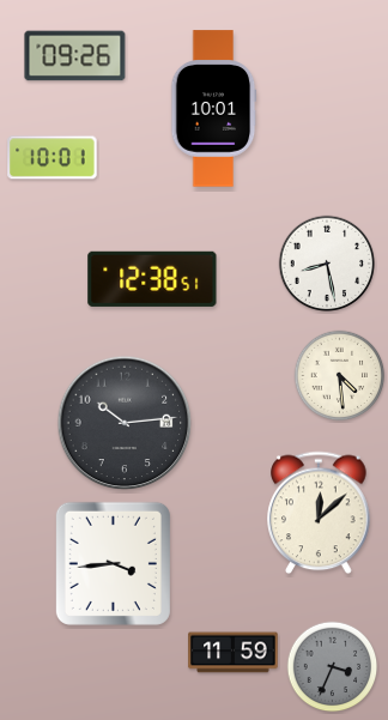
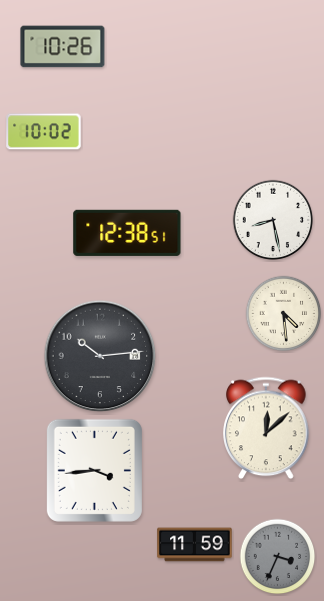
clock at (75, 56): 09:26 -> 10:26
clock at (213, 109): 10:01 -> none
clock at (53, 158): 10:01 -> 10:02
clock at (125, 423) position: (125, 423) -> (100, 356)
